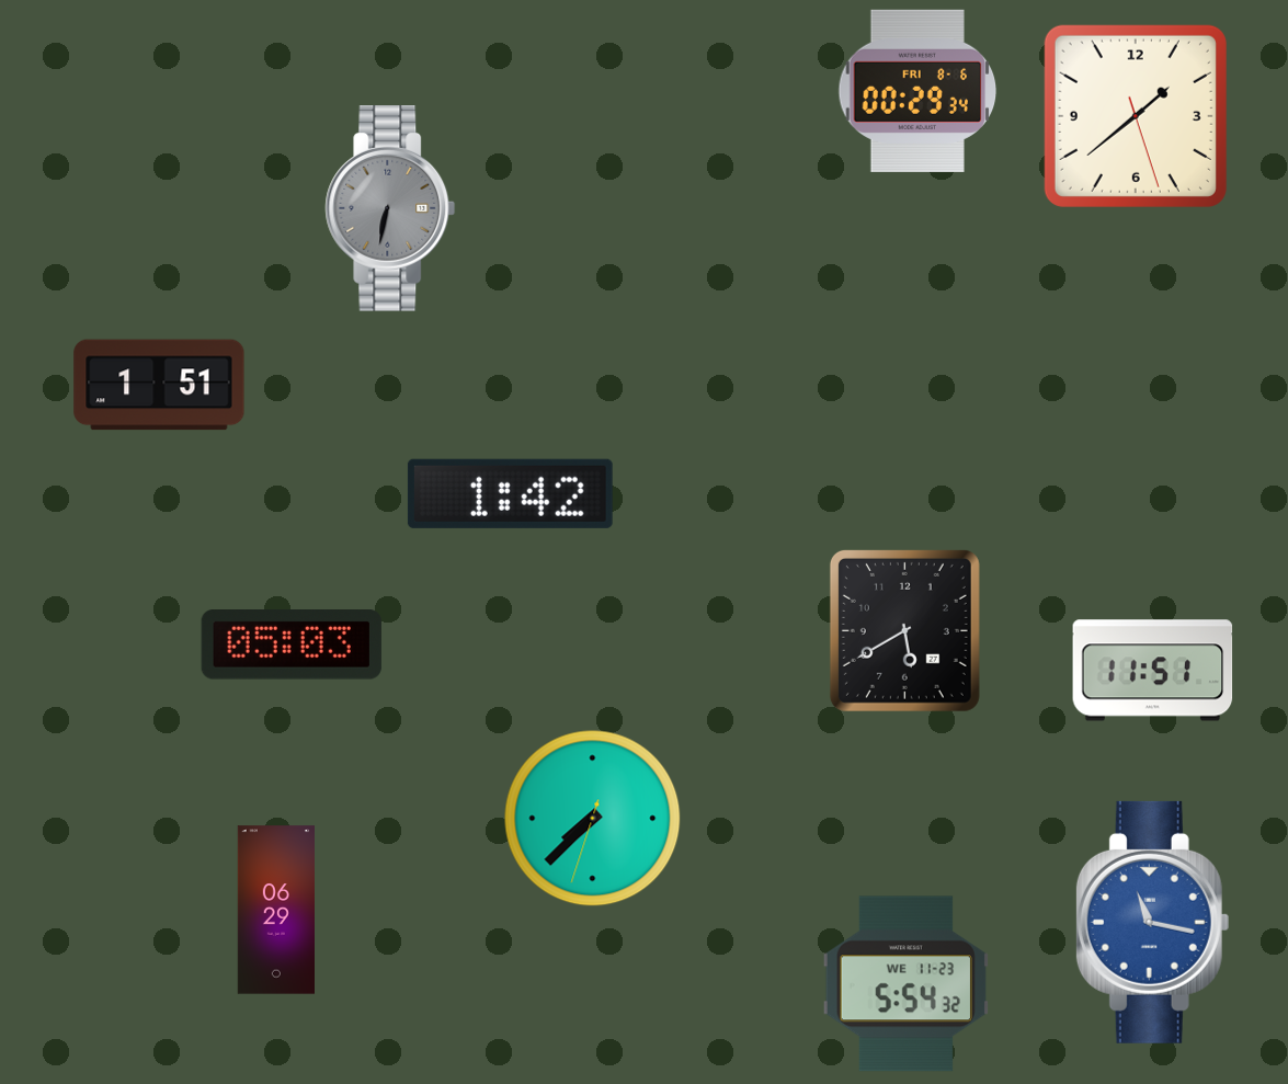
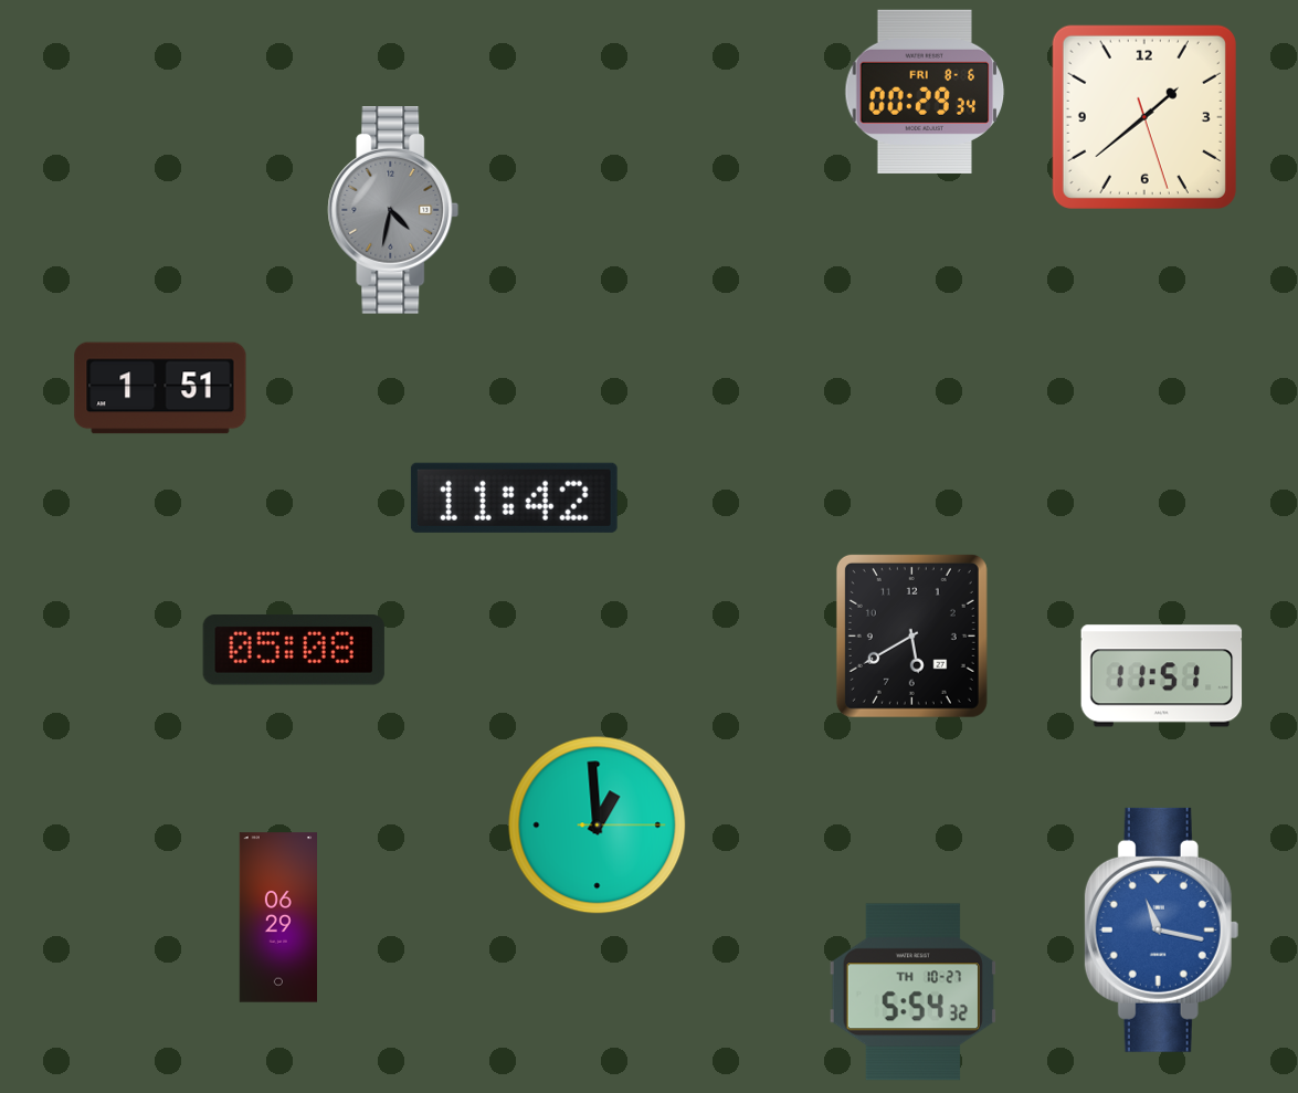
clock at (390, 209): 6:32 -> 4:32
clock at (510, 493): 1:42 -> 11:42
clock at (292, 644): 05:03 -> 05:08
clock at (593, 819): 7:37 -> 12:59
clock at (905, 984) date: WE 11-23 -> TH 10-27
